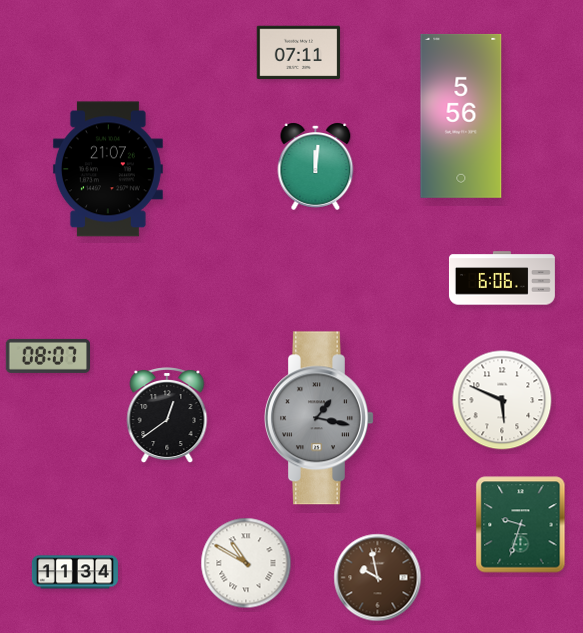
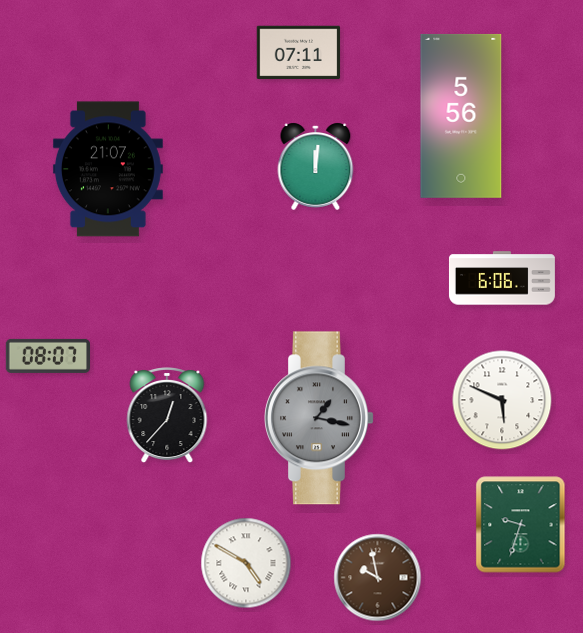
clock at (167, 416): 12:39 -> 12:37
clock at (246, 563): 10:50 -> 4:50
clock at (75, 572): 11:34 -> none
